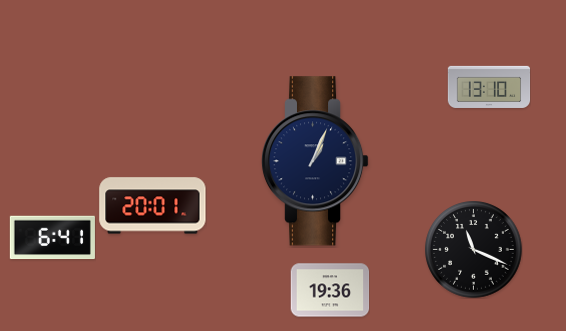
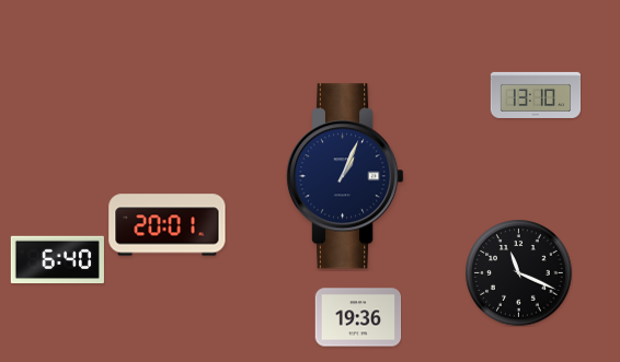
clock at (52, 238): 6:41 -> 6:40
clock at (330, 290) position: (330, 290) -> (358, 317)
